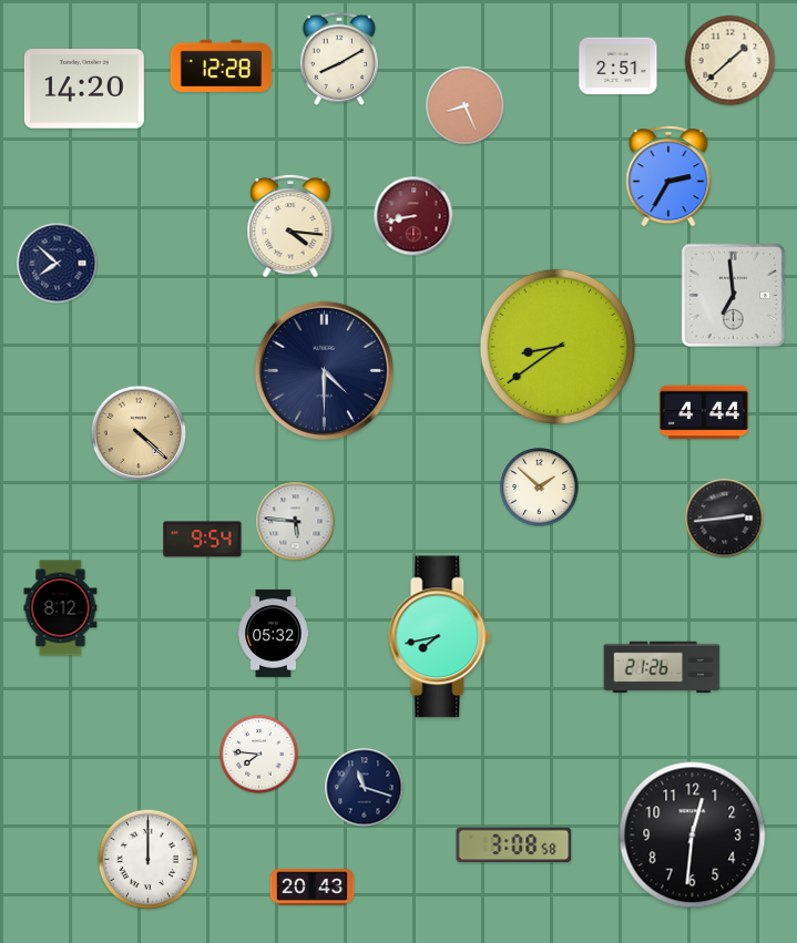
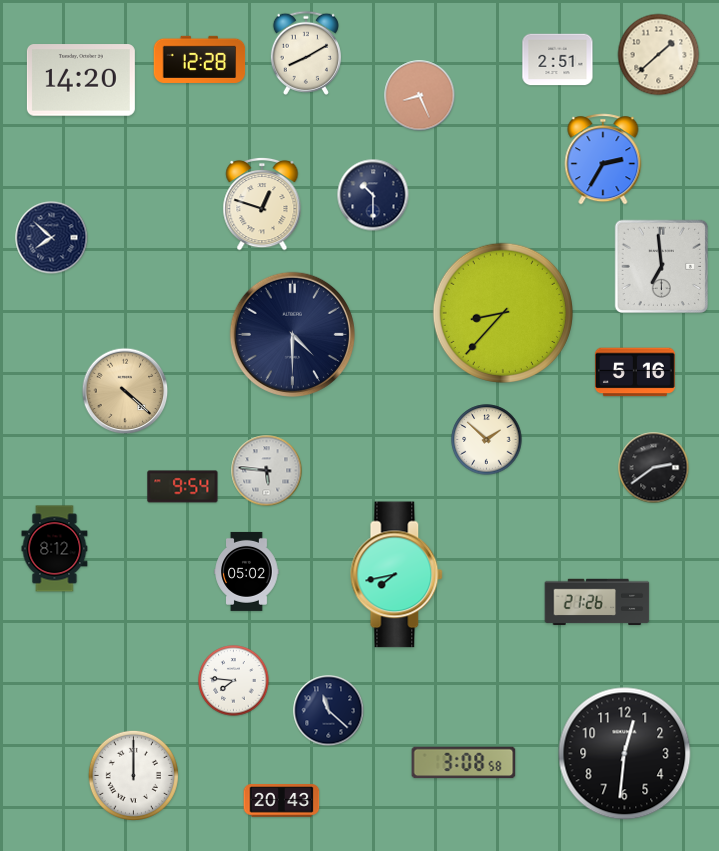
clock at (84, 89) position: (84, 89) -> (81, 80)
clock at (413, 216): 8:43 -> 10:30
clock at (413, 216) dial: burgundy -> navy
clock at (290, 226): 4:16 -> 12:48
clock at (558, 347): 8:39 -> 8:37
clock at (704, 412): 4:44 -> 5:16
clock at (725, 519): 2:44 -> 2:39
clock at (274, 633): 05:32 -> 05:02
clock at (365, 788): 11:18 -> 11:22
